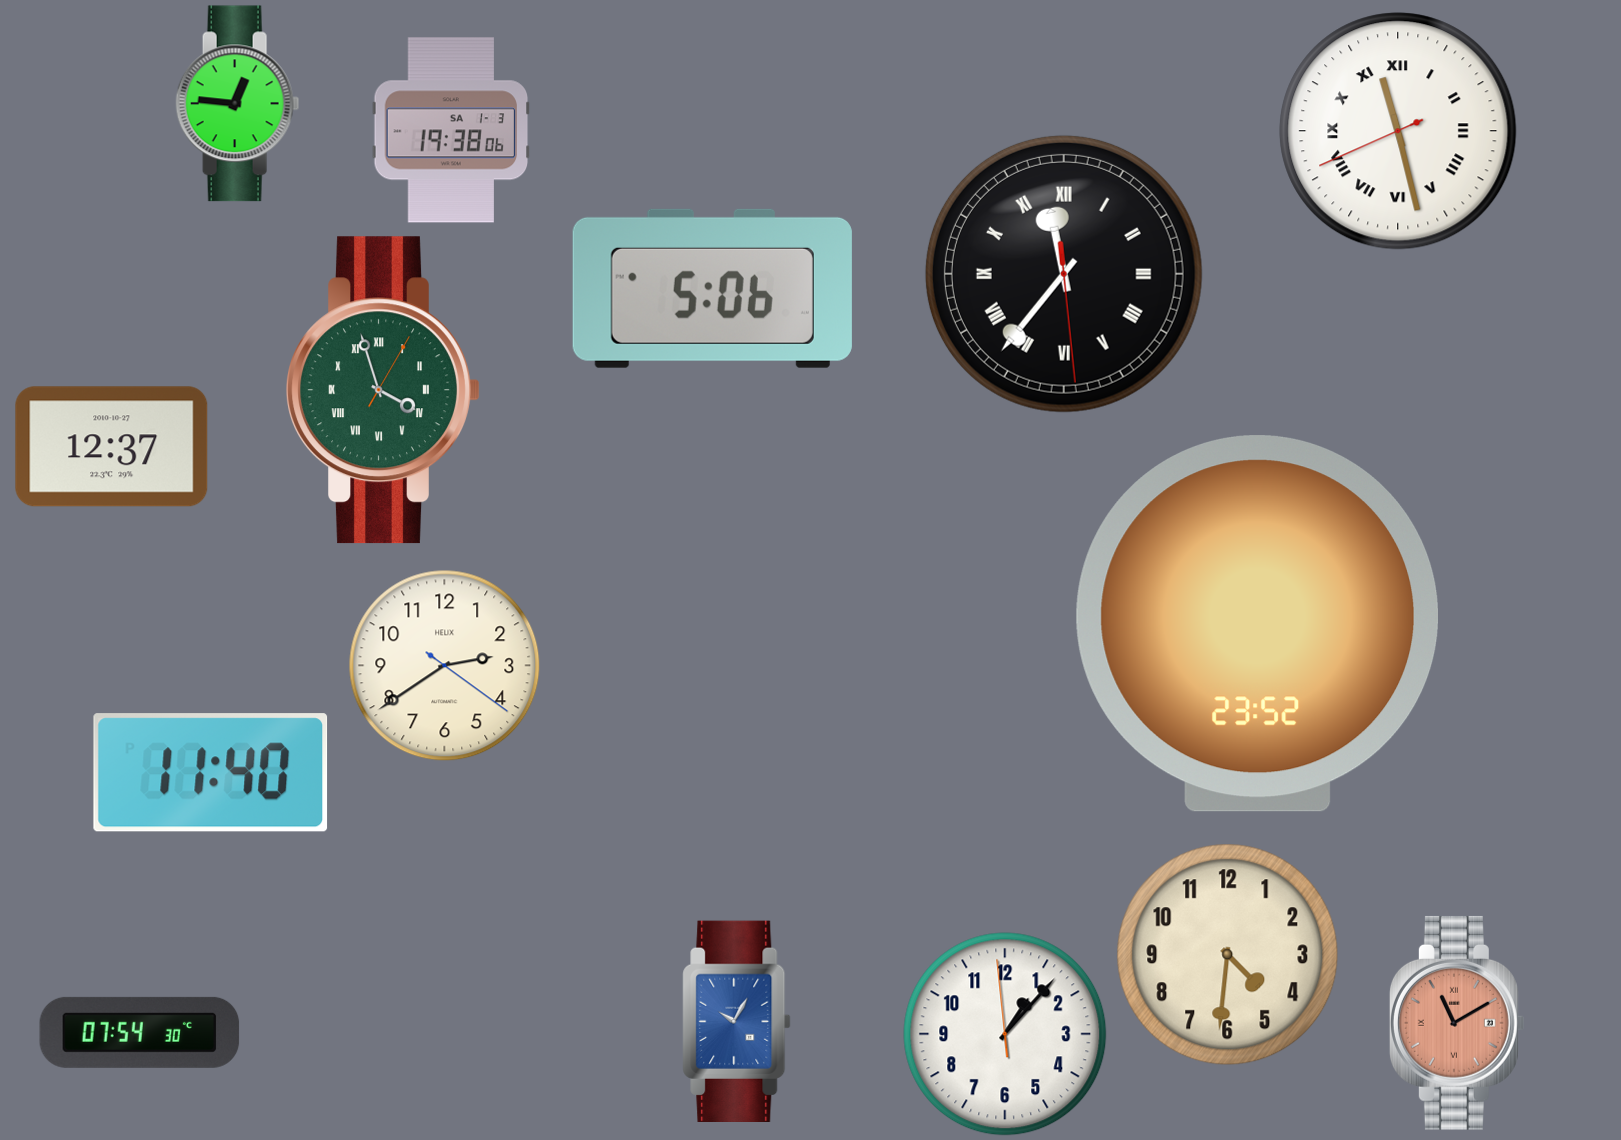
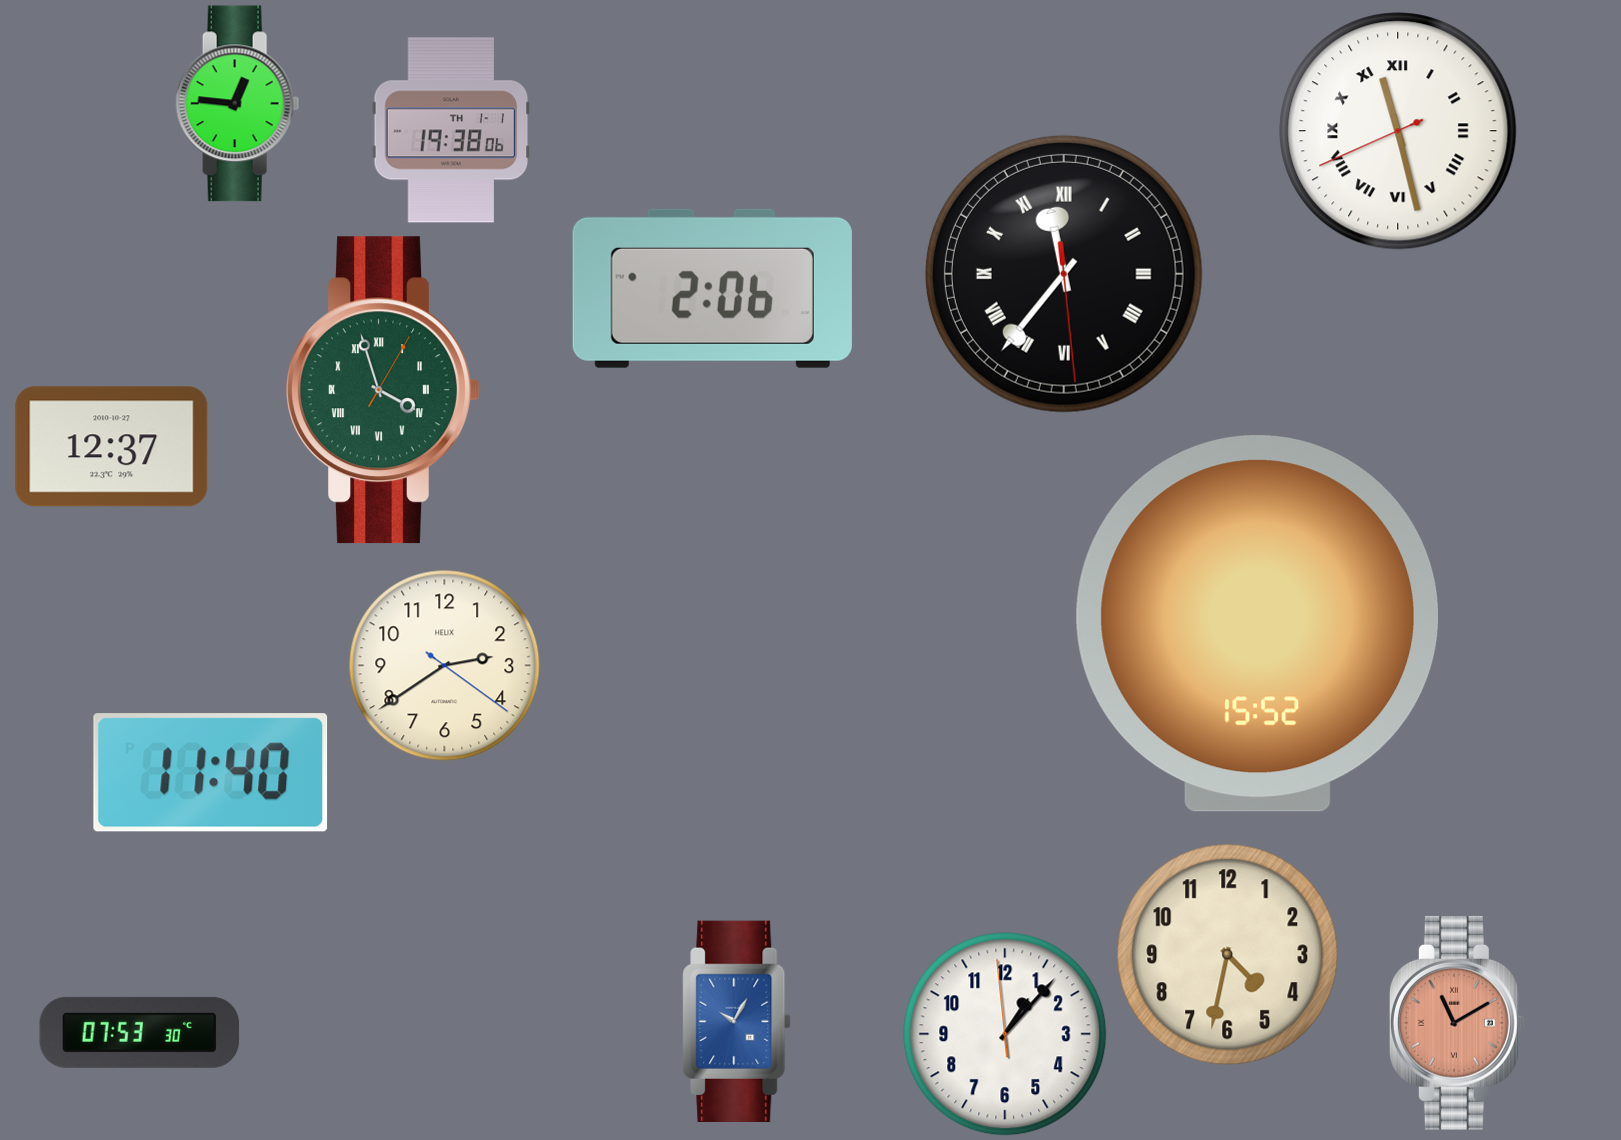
clock at (451, 130) date: SA 1-3 -> TH 1-1
clock at (712, 288): 5:06 -> 2:06
clock at (1257, 624): 23:52 -> 15:52
clock at (1228, 955): 4:31 -> 4:32
clock at (140, 1032): 07:54 -> 07:53
